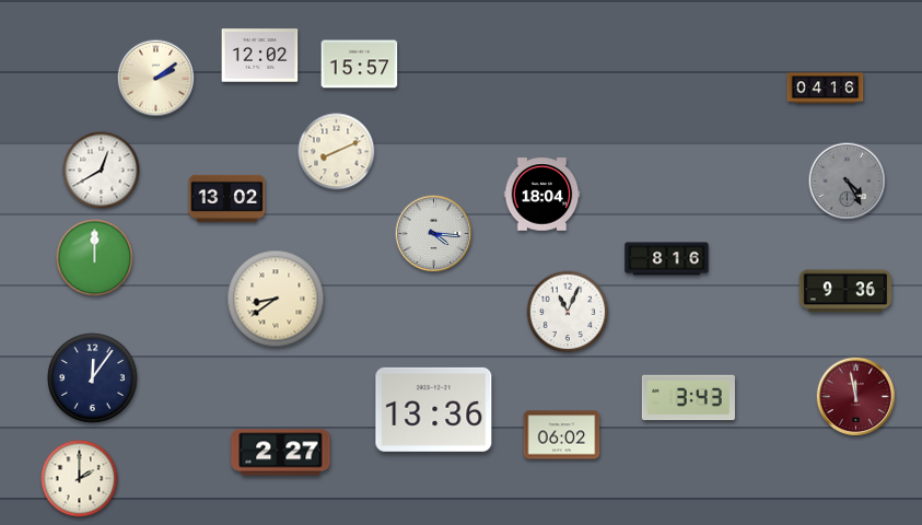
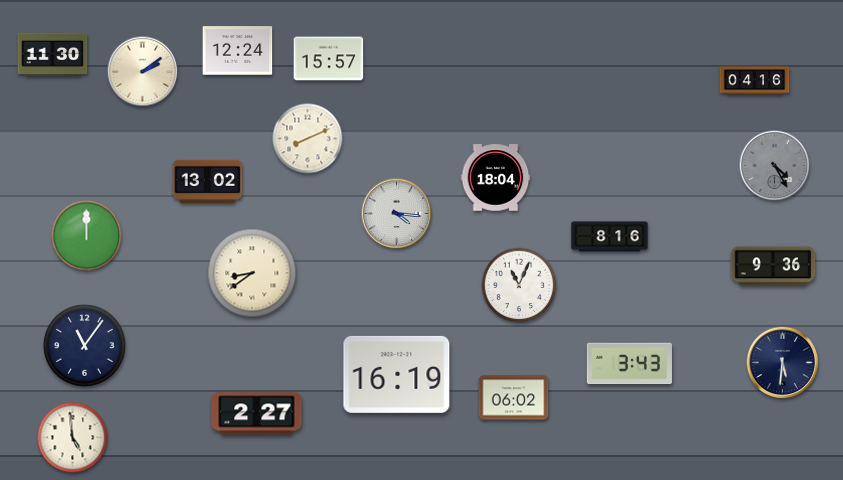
clock at (260, 56): 12:02 -> 12:24
clock at (53, 54): none -> 11:30
clock at (102, 171): 12:40 -> none
clock at (93, 378): 12:06 -> 11:06
clock at (856, 397): 11:58 -> 5:31
clock at (856, 397) dial: burgundy -> navy
clock at (434, 409): 13:36 -> 16:19
clock at (80, 479): 2:00 -> 4:59
